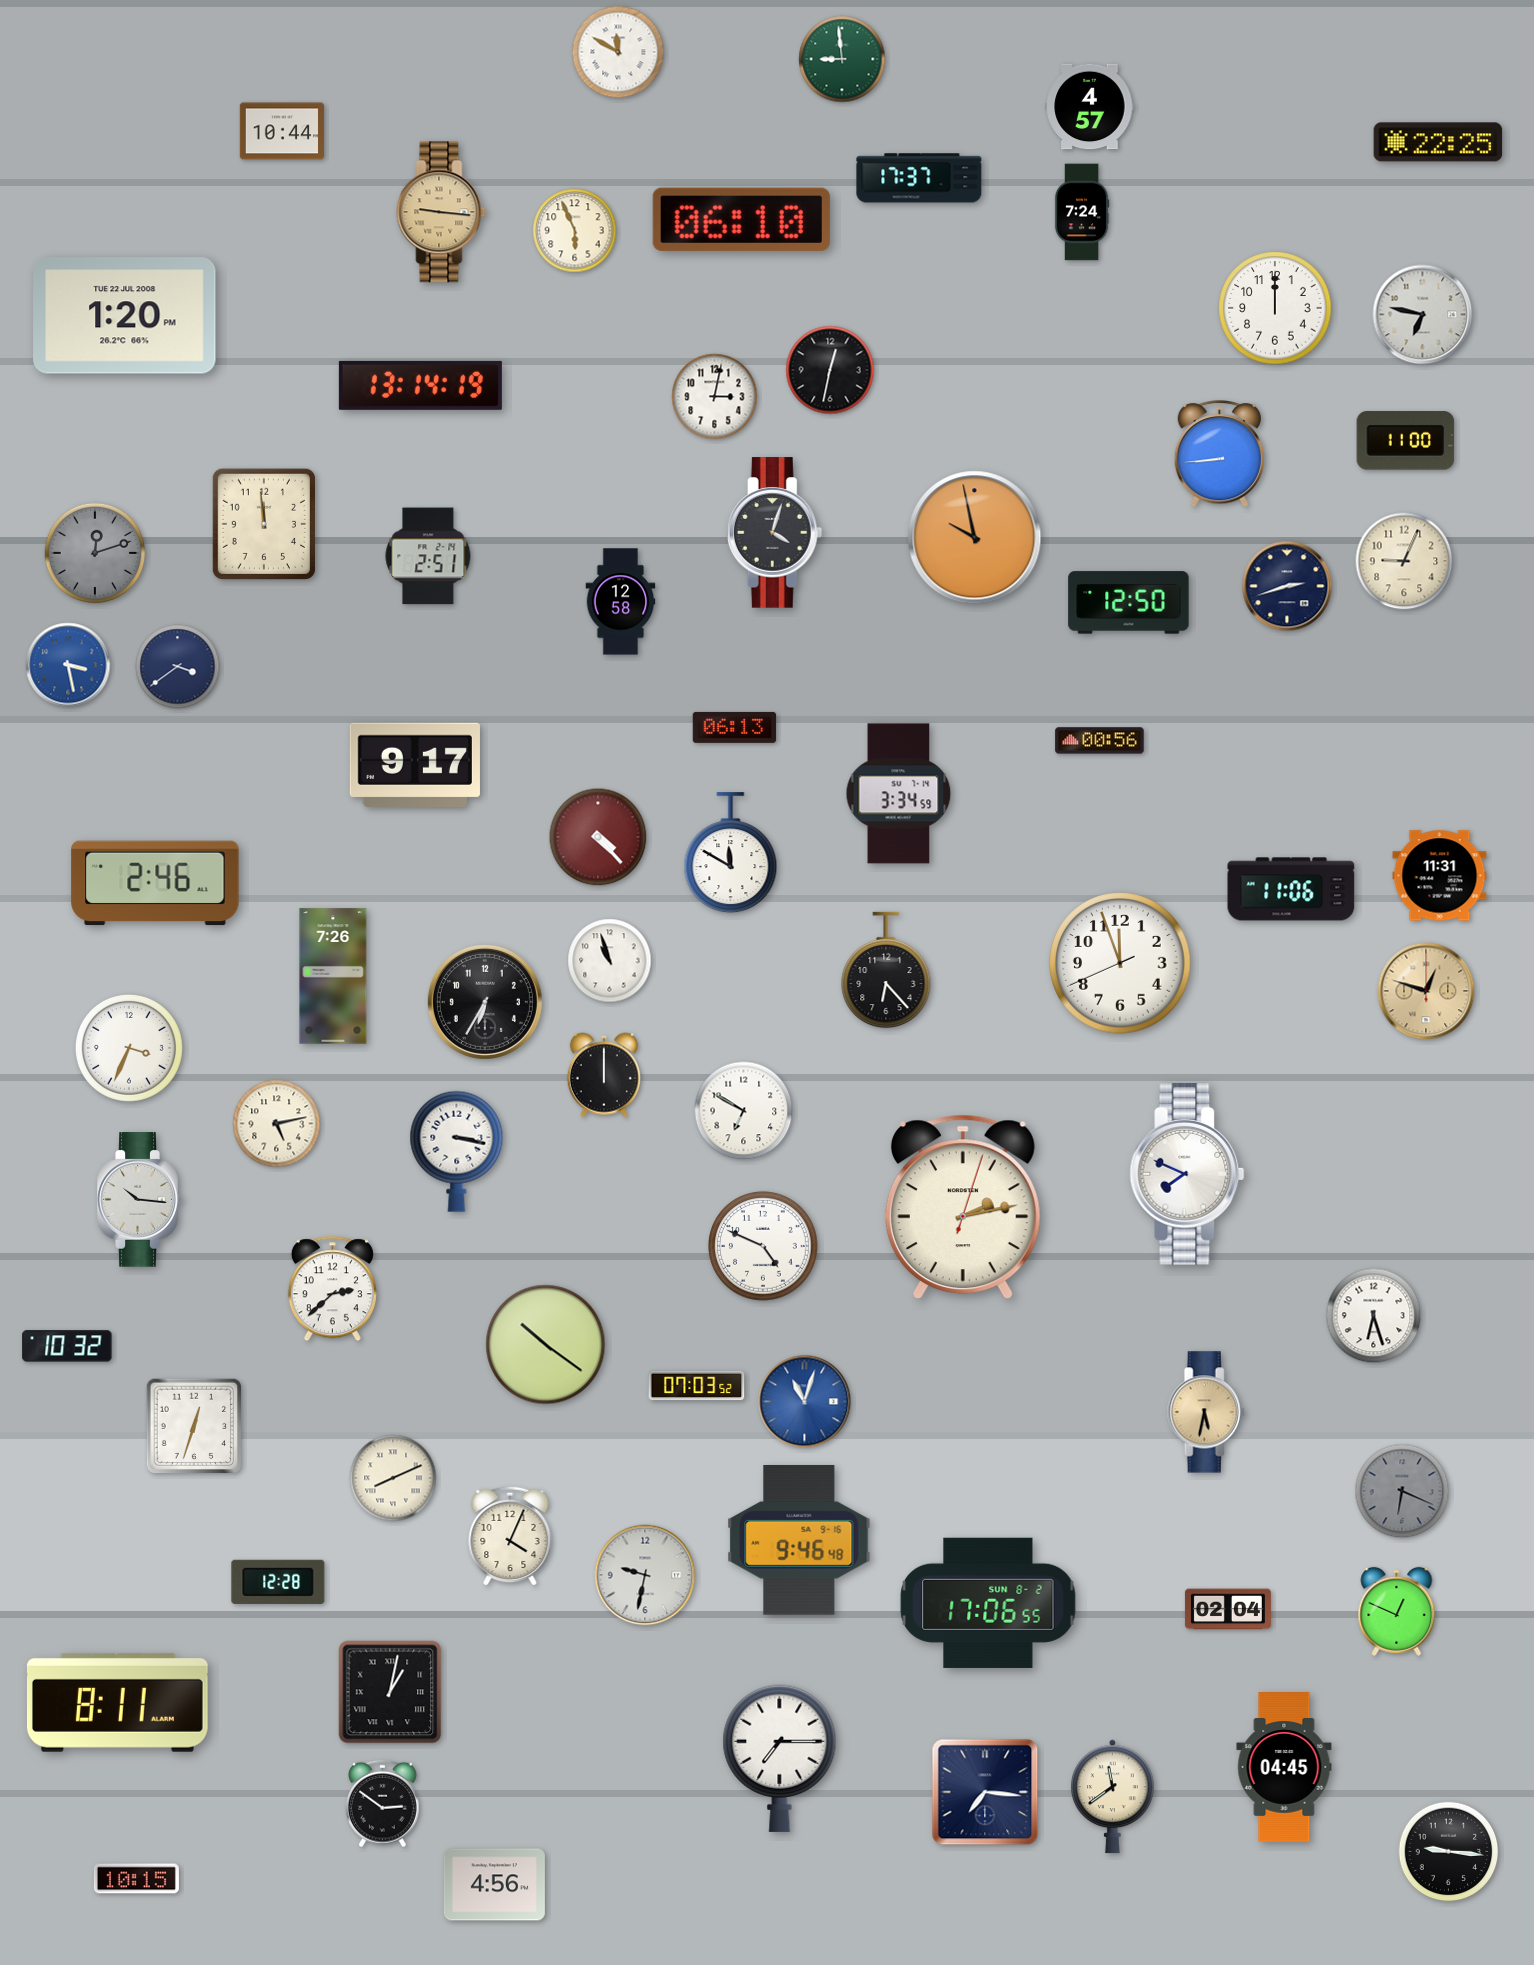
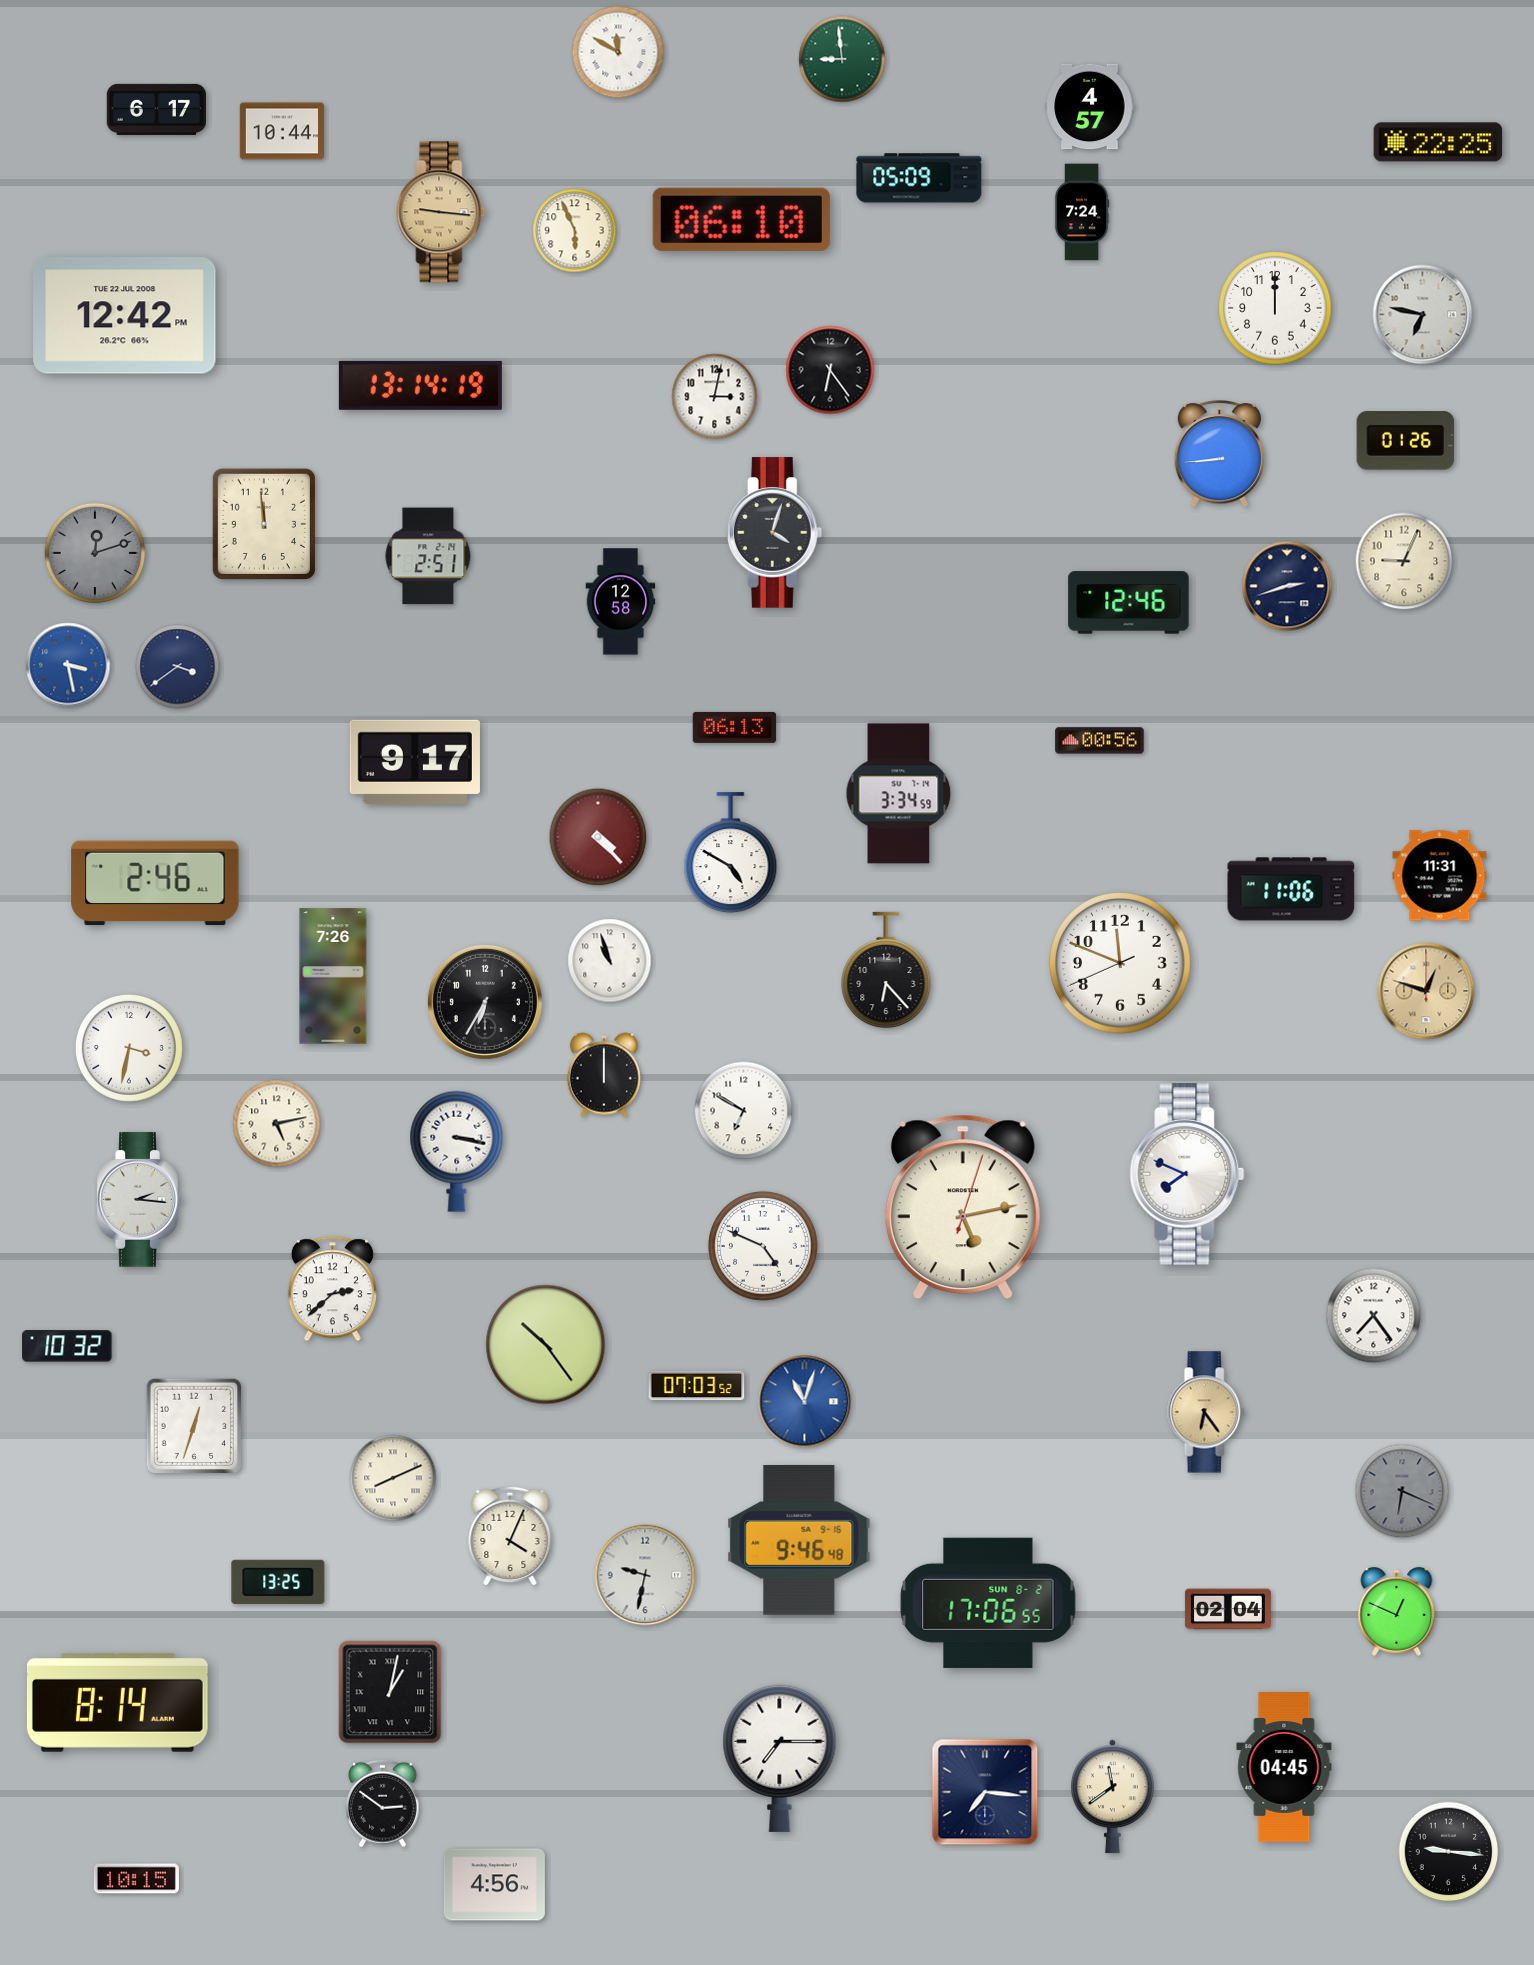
clock at (156, 109): none -> 6:17
clock at (919, 178): 17:37 -> 05:09
clock at (125, 316): 1:20 -> 12:42
clock at (830, 370): 12:32 -> 6:24
clock at (1406, 441): 11:00 -> 01:26
clock at (975, 538): 9:58 -> none
clock at (1129, 603): 12:50 -> 12:46
clock at (415, 765) position: (415, 765) -> (415, 762)
clock at (731, 853): 11:50 -> 4:50
clock at (1120, 963): 11:56 -> 11:48
clock at (129, 1048): 3:34 -> 3:32
clock at (139, 1200): 10:16 -> 2:16
clock at (963, 1207): 2:13 -> 5:13
clock at (1374, 1316): 6:27 -> 7:24
clock at (546, 1345): 10:21 -> 10:24
clock at (1206, 1412): 5:32 -> 6:24
clock at (278, 1582): 12:28 -> 13:25
clock at (117, 1702): 8:11 -> 8:14
